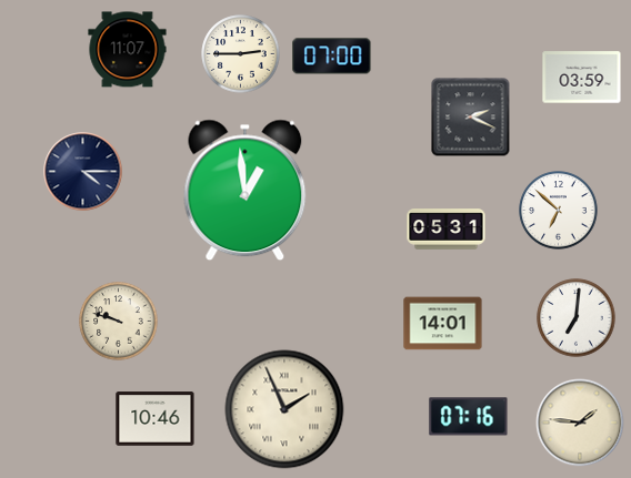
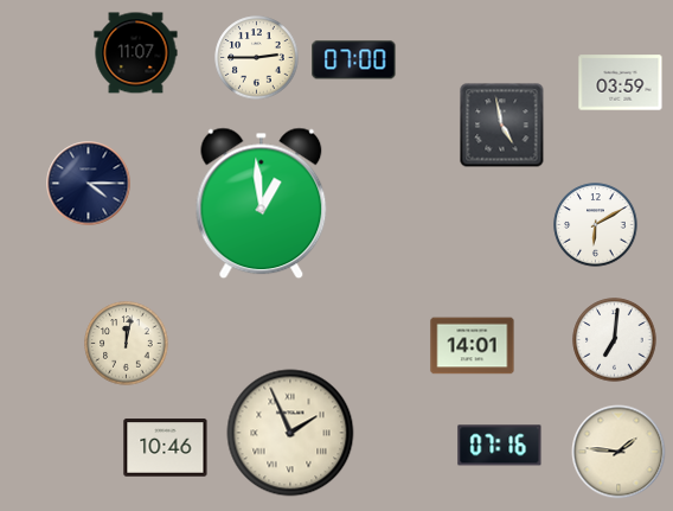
clock at (471, 118): 2:19 -> 4:58
clock at (559, 211): 6:52 -> 6:10
clock at (447, 230): 05:31 -> none
clock at (119, 322): 9:48 -> 12:02
clock at (284, 409) position: (284, 409) -> (290, 433)
